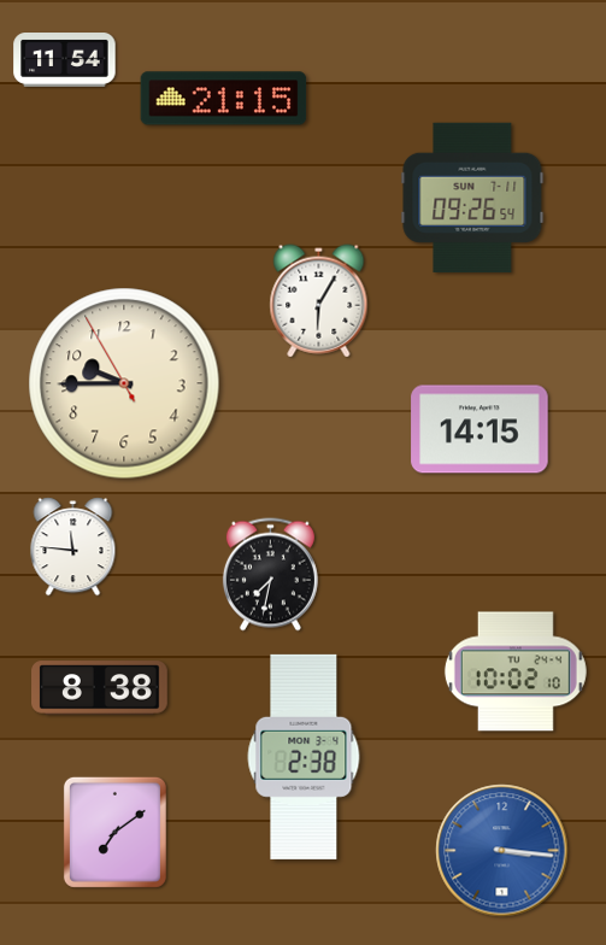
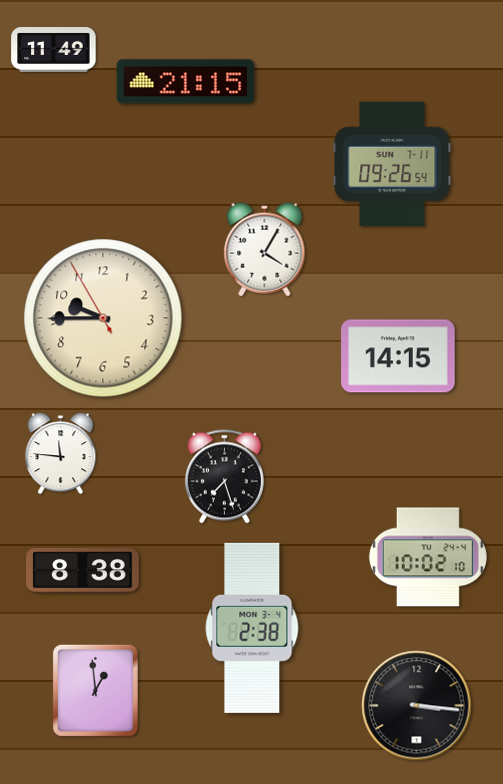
clock at (65, 60): 11:54 -> 11:49
clock at (319, 301): 6:05 -> 4:05
clock at (270, 575): 7:32 -> 7:27
clock at (114, 832): 7:09 -> 12:59
clock at (502, 851) dial: blue -> black
